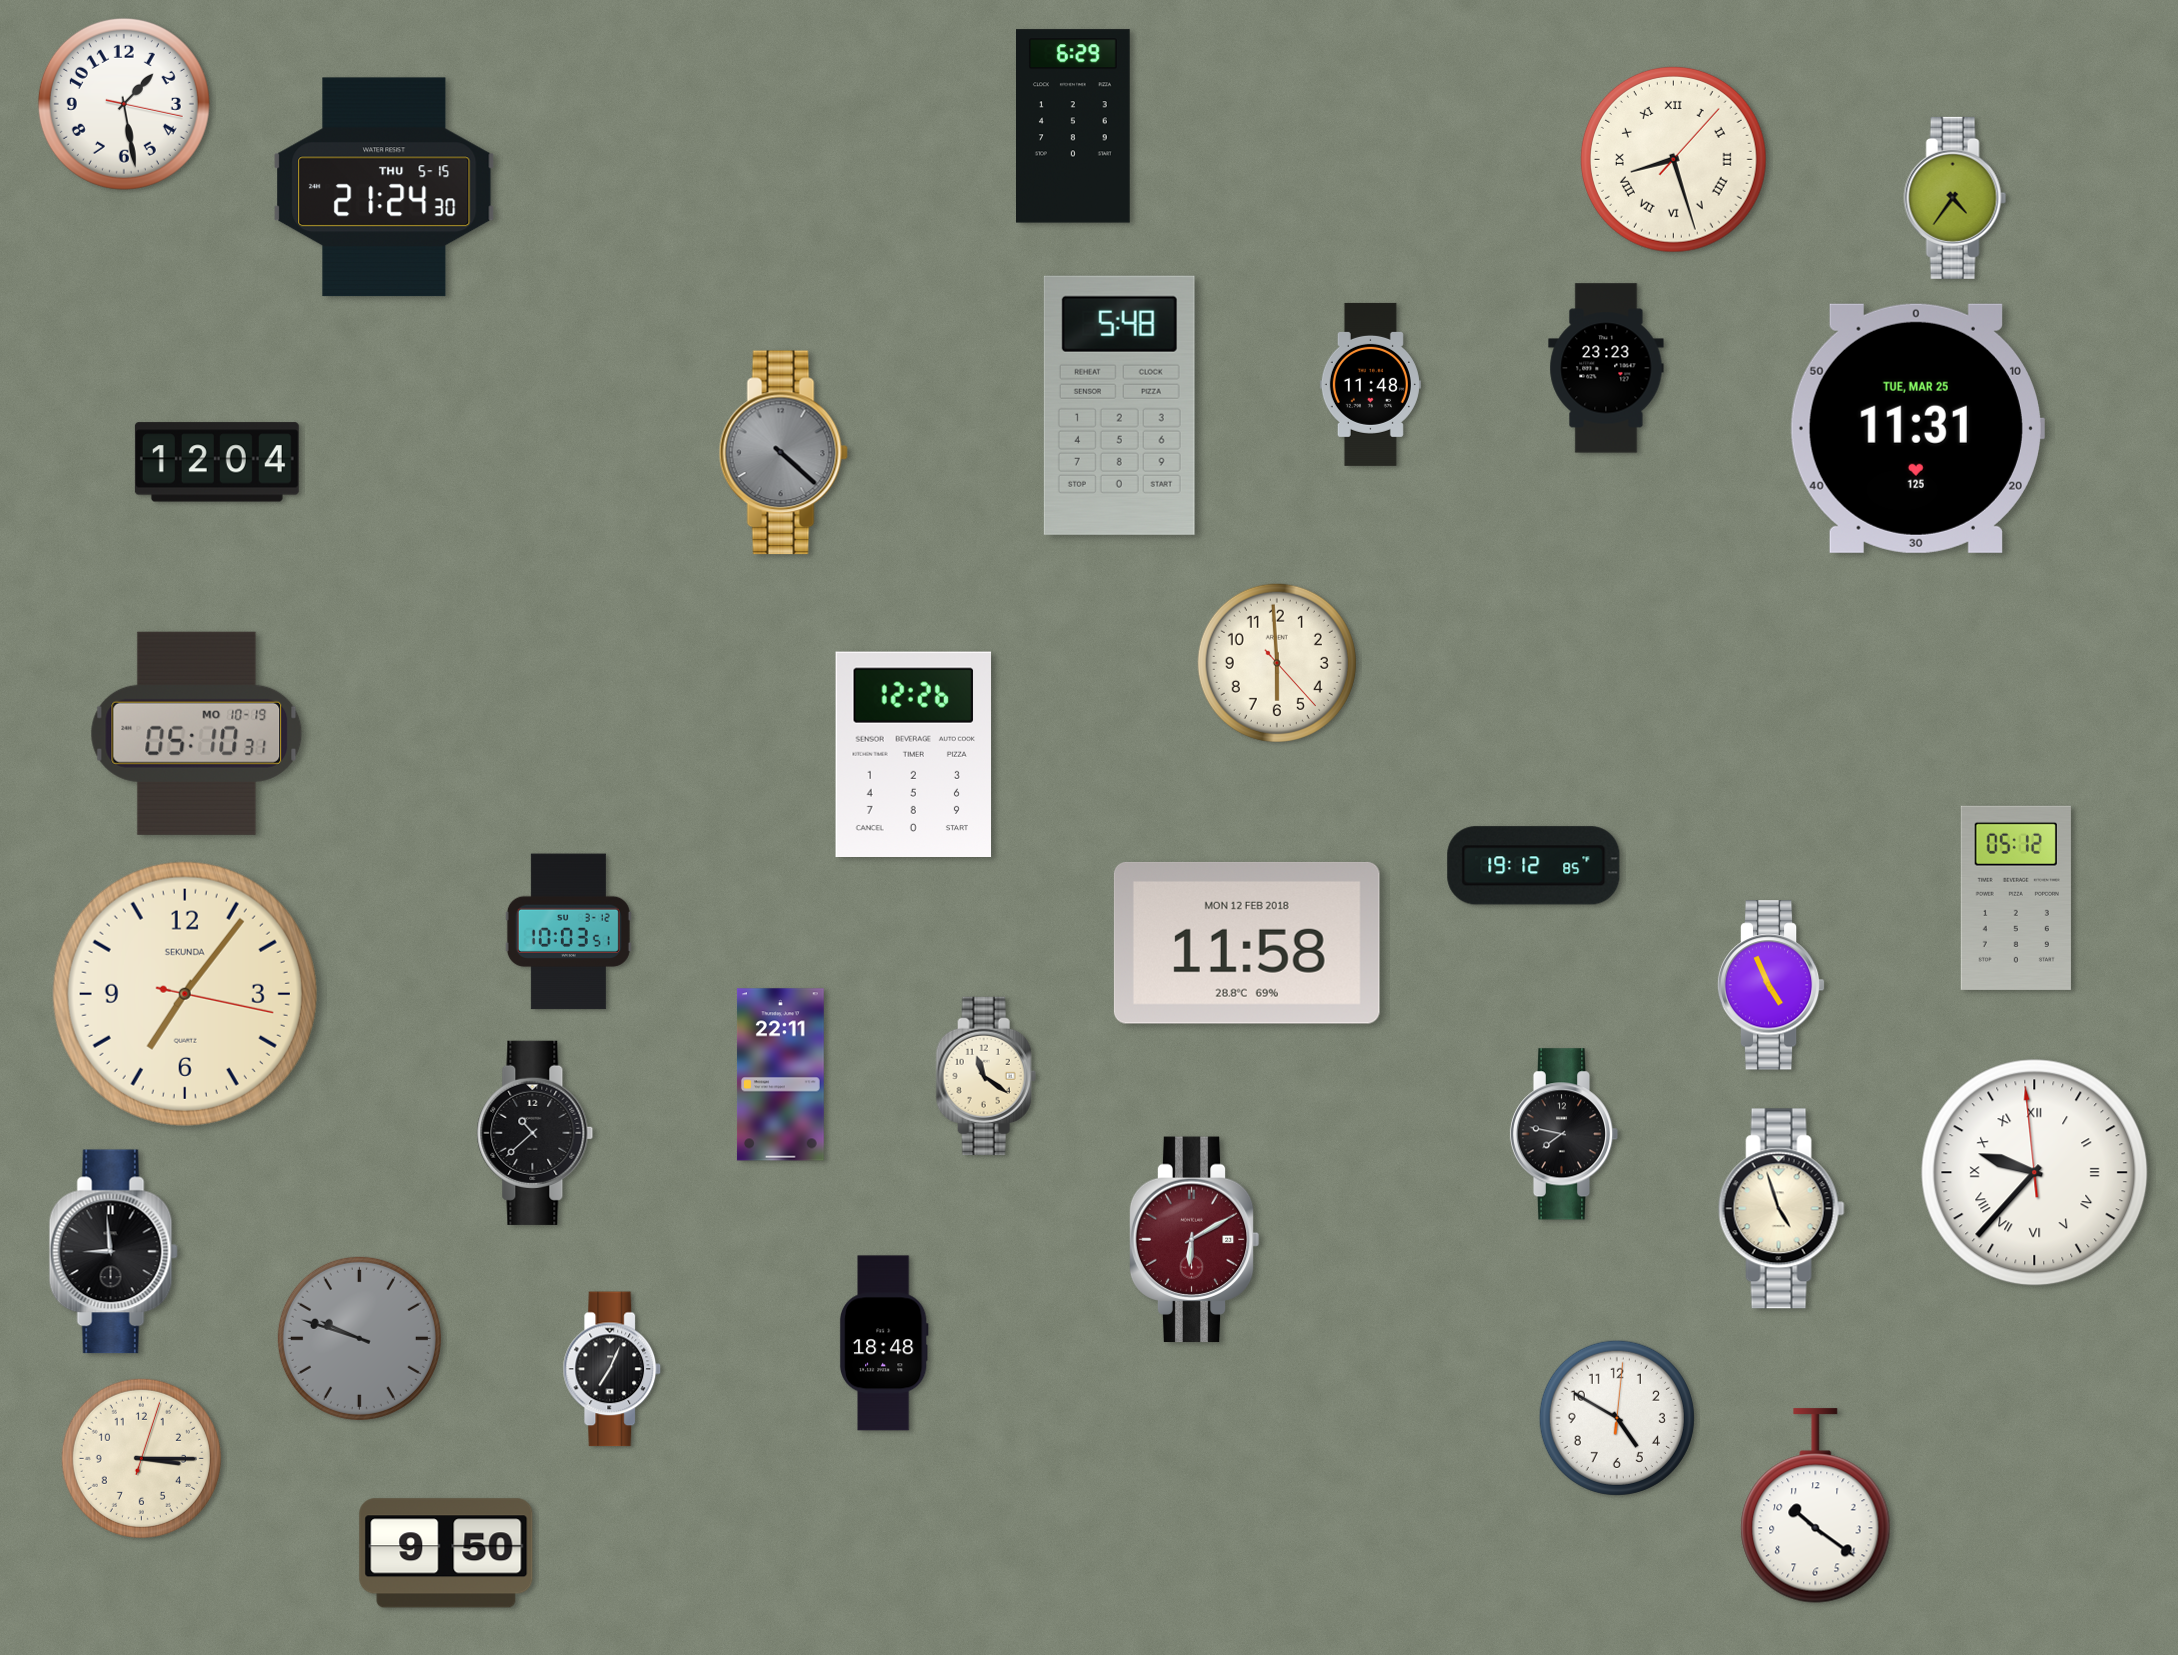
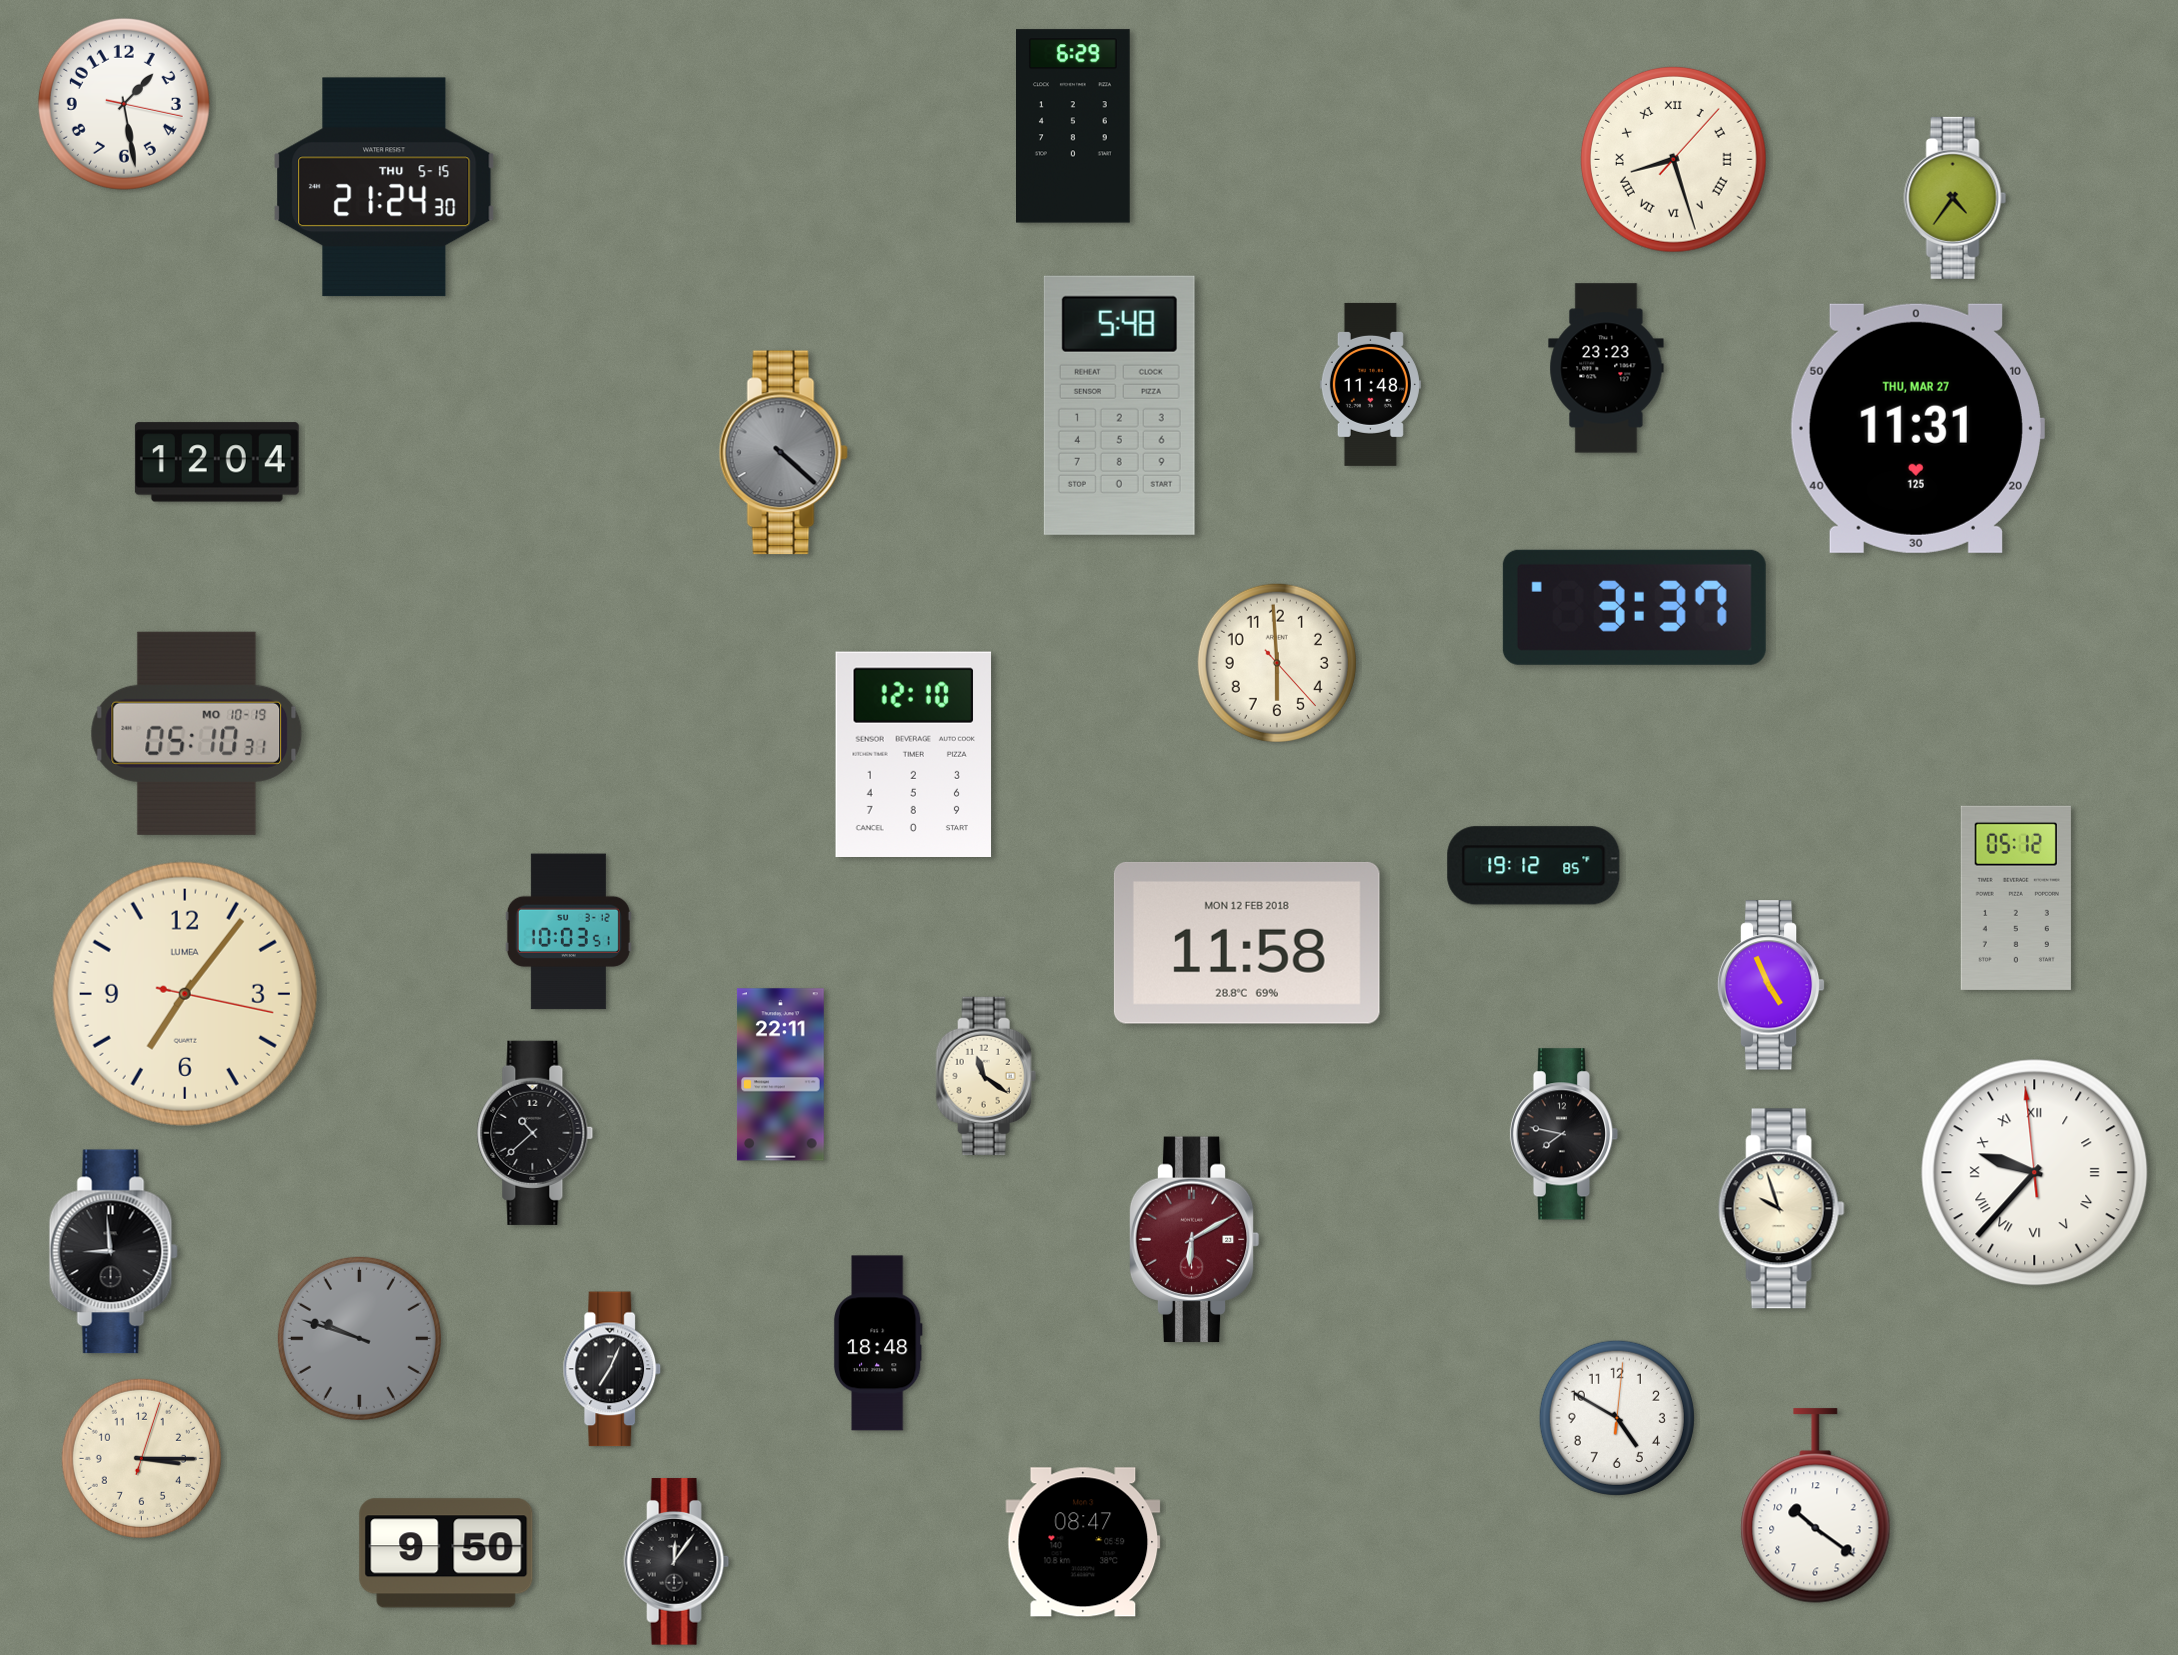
clock at (1917, 428) date: TUE, MAR 25 -> THU, MAR 27
clock at (1634, 607): none -> 3:37
clock at (914, 754): 12:26 -> 12:10
clock at (185, 994) brand: SEKUNDA -> LUMEA
clock at (1781, 1209): 4:57 -> 9:57
clock at (884, 1343) position: (884, 1343) -> (878, 1343)
clock at (1083, 1542): none -> 08:47
clock at (677, 1562): none -> 12:06
